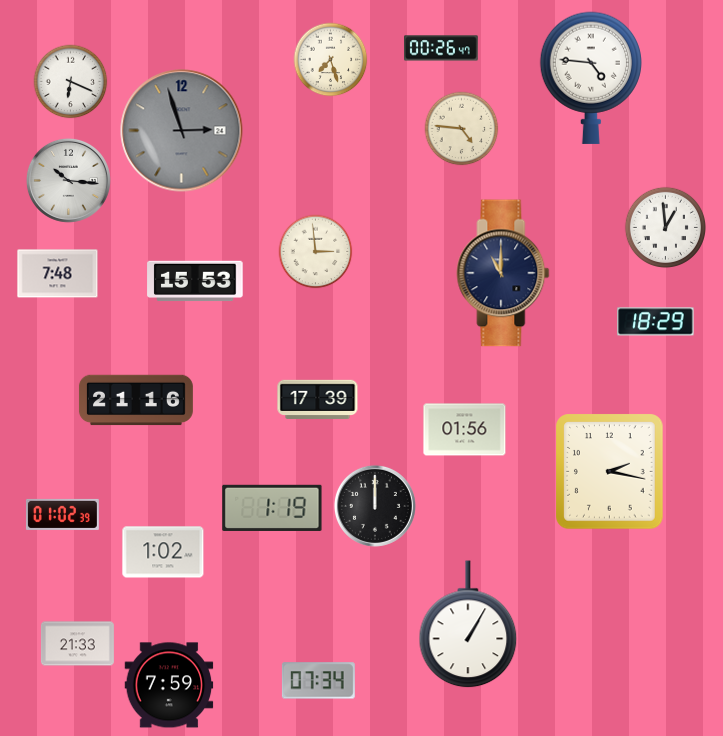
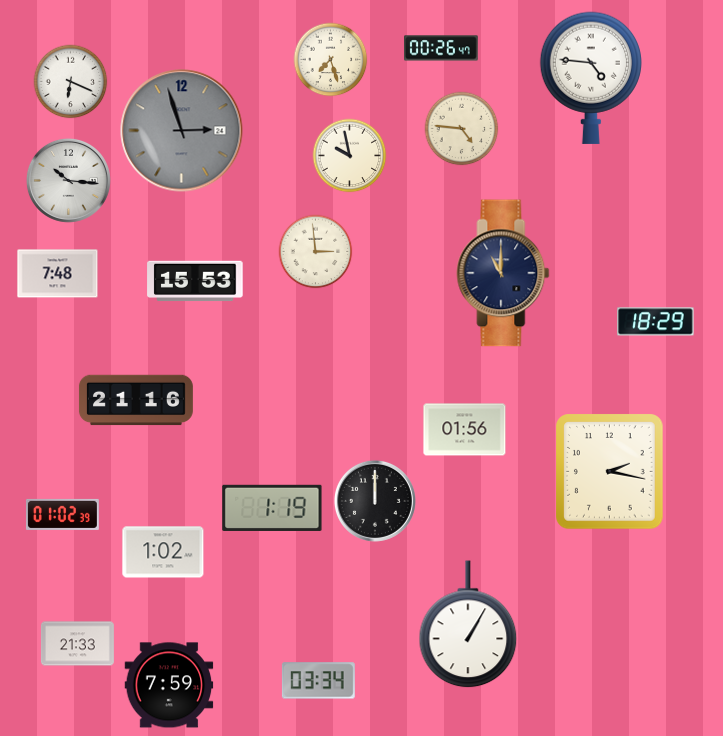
clock at (350, 156): none -> 9:58
clock at (665, 227): 12:59 -> none
clock at (318, 399): 17:39 -> none
clock at (375, 506) position: (375, 506) -> (375, 501)
clock at (318, 681): 07:34 -> 03:34
